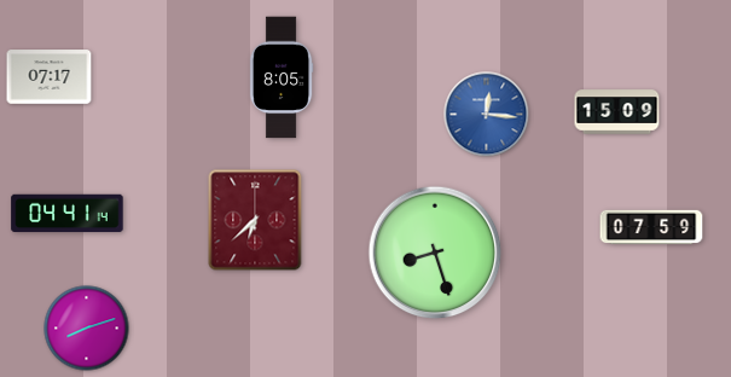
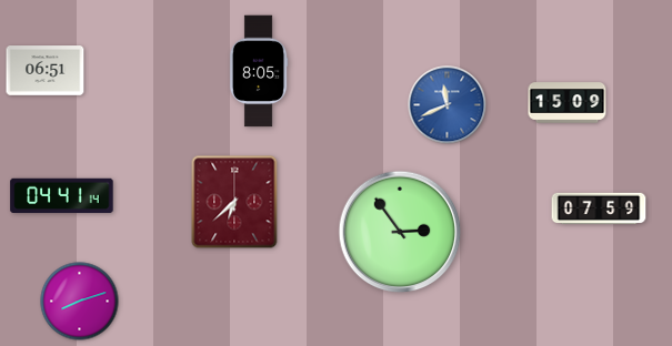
clock at (50, 77): 07:17 -> 06:51
clock at (487, 115): 12:16 -> 11:41
clock at (435, 253): 8:27 -> 2:54
